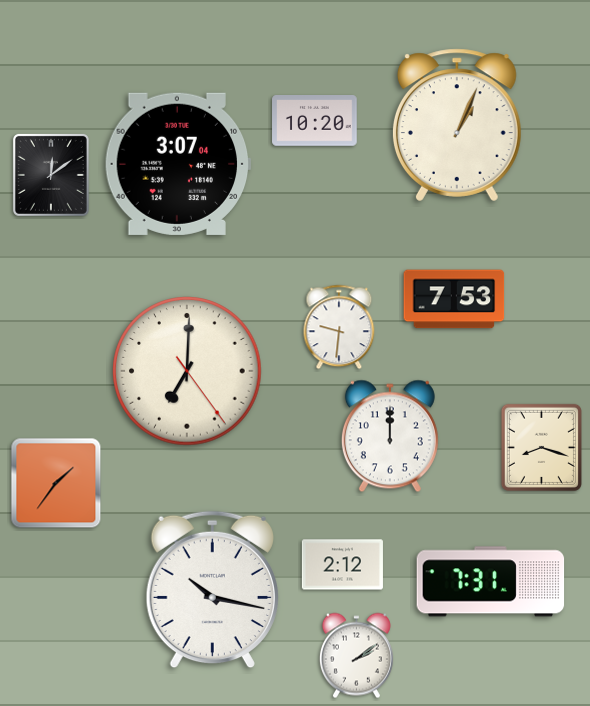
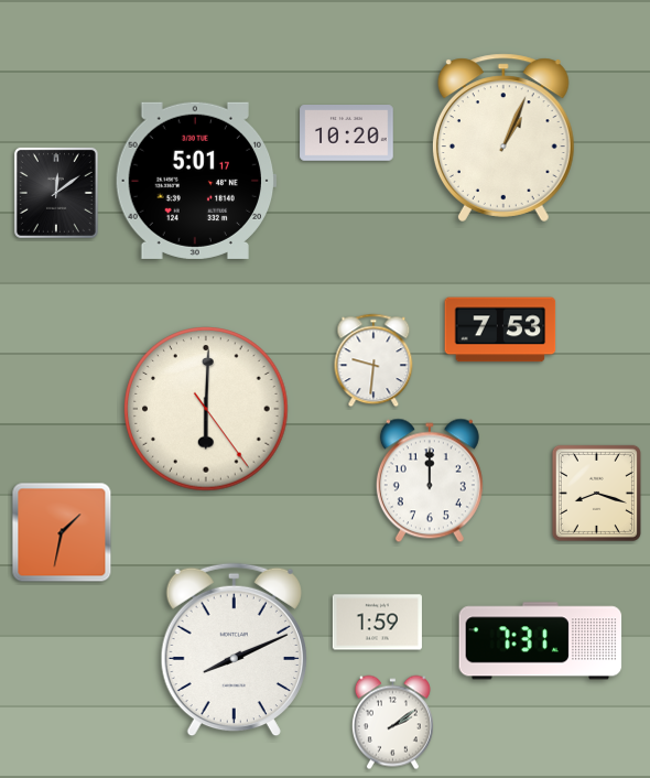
clock at (178, 164): 3:07 -> 5:01
clock at (187, 371): 7:00 -> 6:00
clock at (56, 483): 1:36 -> 1:32
clock at (342, 565): 2:12 -> 1:59
clock at (212, 590): 10:17 -> 8:11
